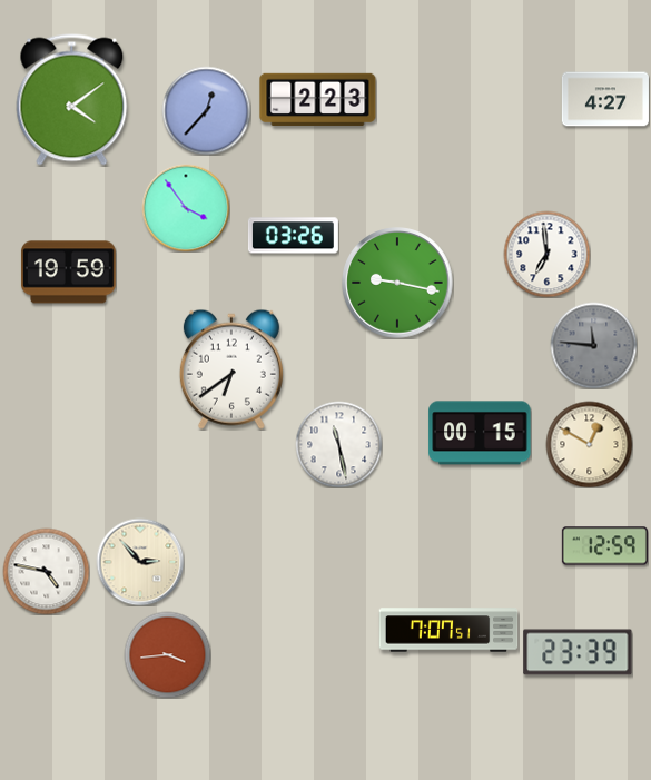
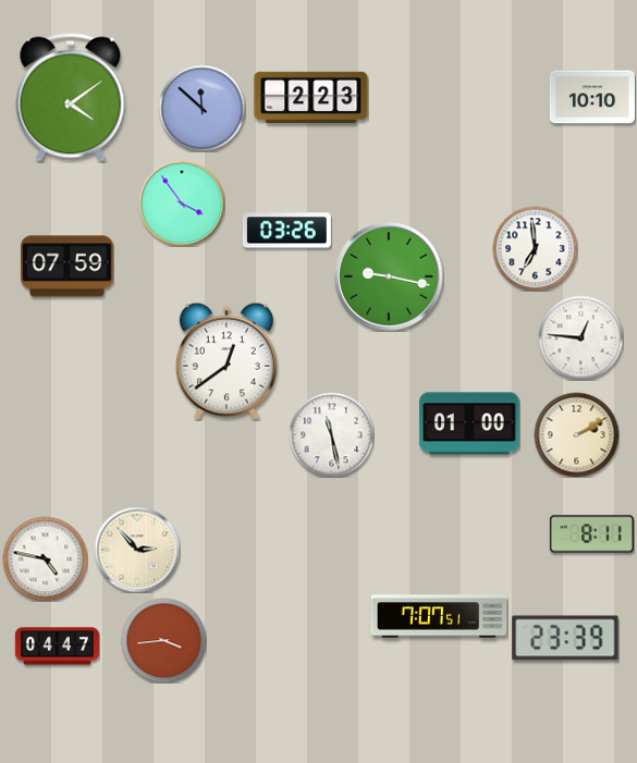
clock at (605, 99): 4:27 -> 10:10
clock at (206, 110): 12:37 -> 11:52
clock at (68, 273): 19:59 -> 07:59
clock at (593, 345): 11:46 -> 12:46
clock at (593, 345) dial: grey -> white
clock at (231, 369): 6:39 -> 12:39
clock at (480, 433): 00:15 -> 01:00
clock at (589, 444): 12:50 -> 2:10
clock at (604, 546): 12:59 -> 8:11
clock at (57, 647): none -> 04:47
